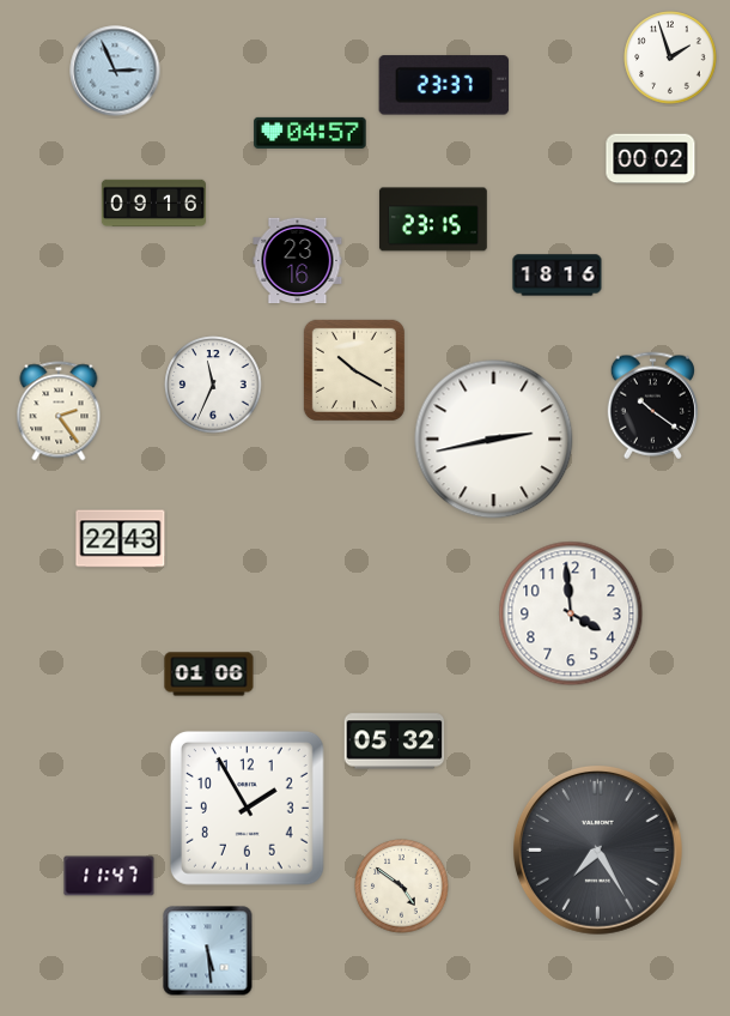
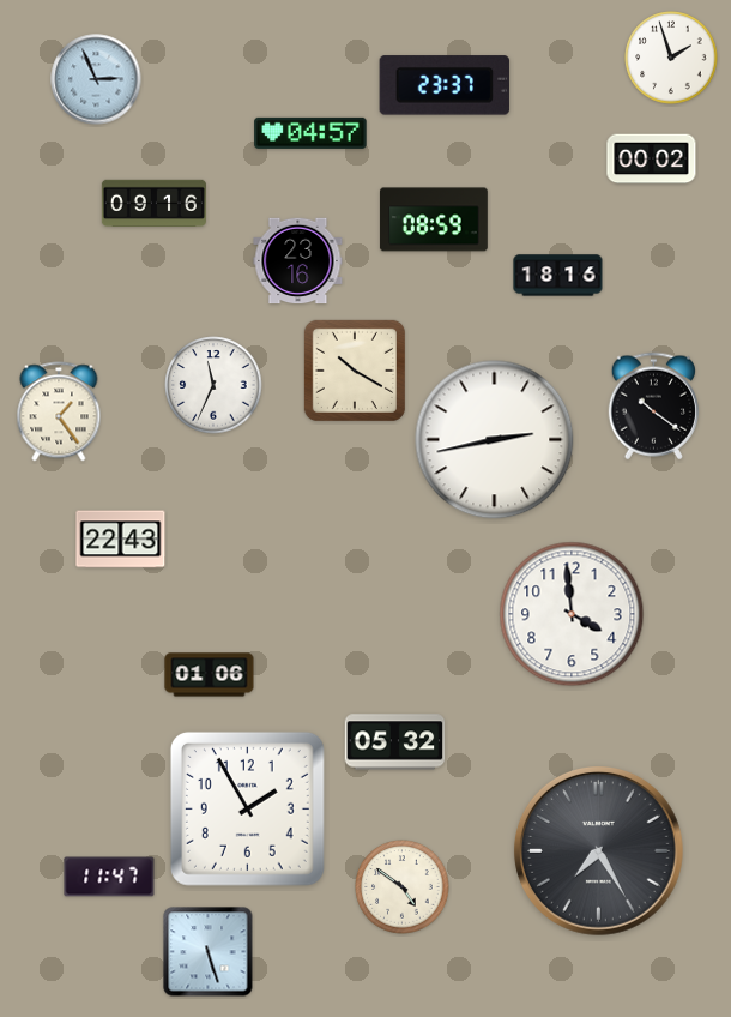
clock at (115, 71) position: (115, 71) -> (96, 79)
clock at (433, 219): 23:15 -> 08:59
clock at (59, 411): 2:24 -> 1:24
clock at (208, 951): 5:29 -> 5:27
